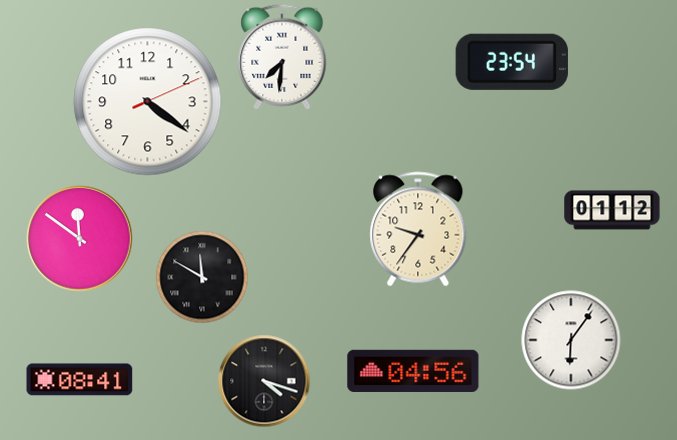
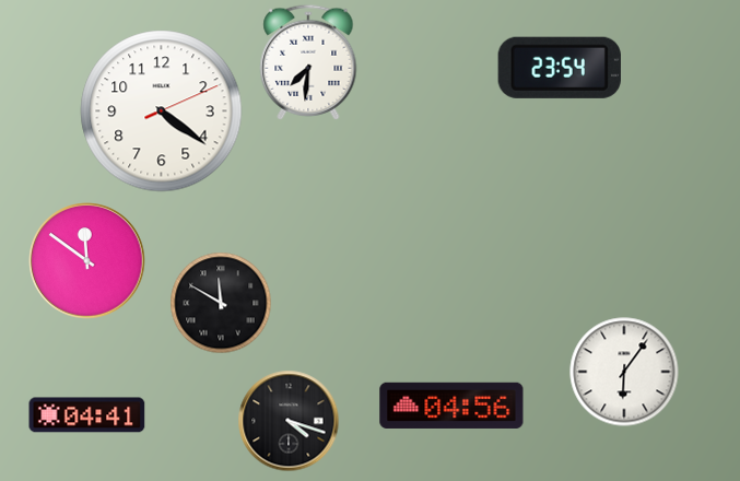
clock at (612, 210): 01:12 -> none
clock at (418, 229): 9:36 -> none
clock at (80, 380): 08:41 -> 04:41
clock at (264, 381) position: (264, 381) -> (289, 421)
